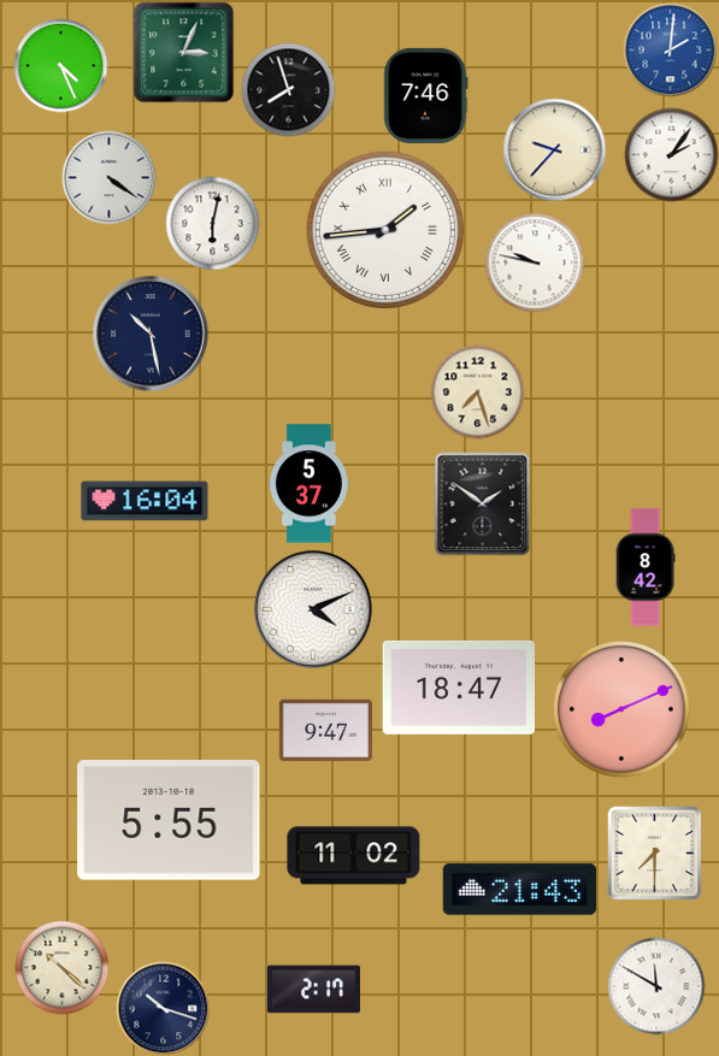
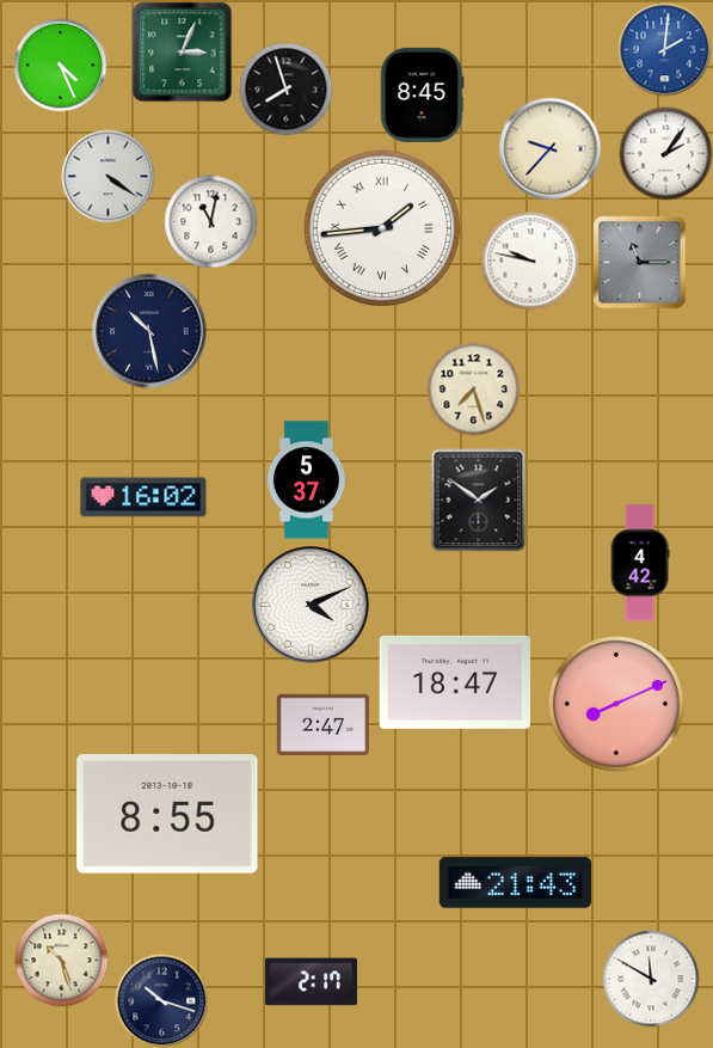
clock at (426, 95): 7:46 -> 8:45
clock at (212, 223): 6:02 -> 11:02
clock at (639, 262): none -> 11:15
clock at (145, 501): 16:04 -> 16:02
clock at (646, 567): 8:42 -> 4:42
clock at (325, 730): 9:47 -> 2:47
clock at (169, 821): 5:55 -> 8:55
clock at (654, 853): 7:30 -> none
clock at (354, 856): 11:02 -> none
clock at (61, 967): 10:22 -> 10:27
